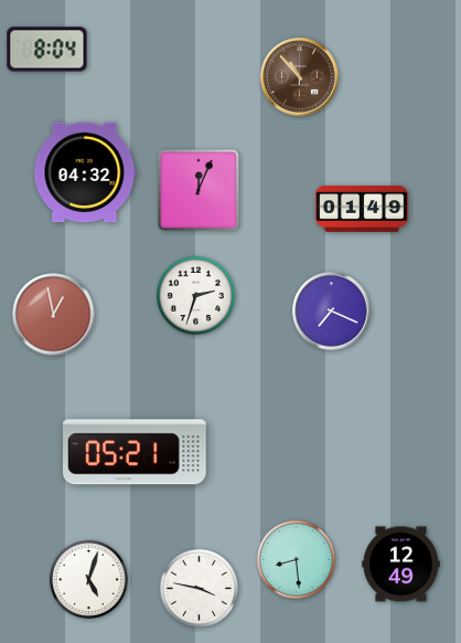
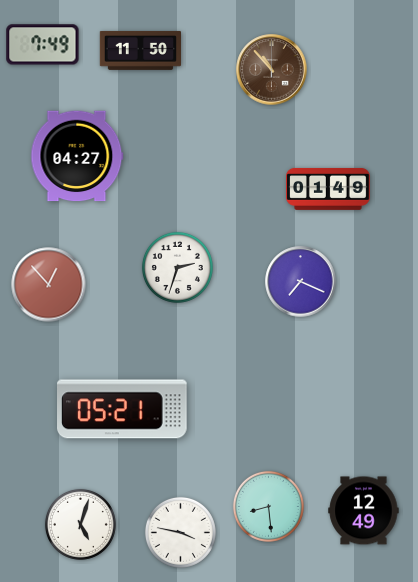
clock at (47, 50): 8:04 -> 7:49
clock at (140, 50): none -> 11:50
clock at (85, 172): 04:32 -> 04:27
clock at (197, 189): 12:04 -> none
clock at (54, 315): 12:58 -> 12:53
